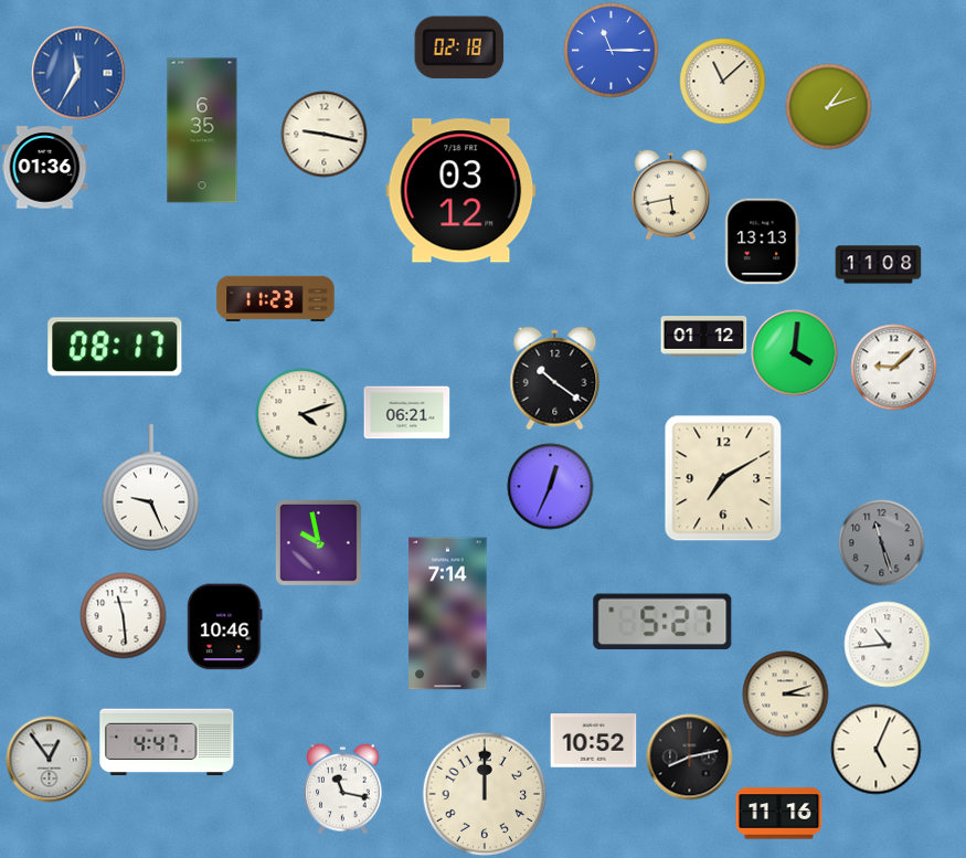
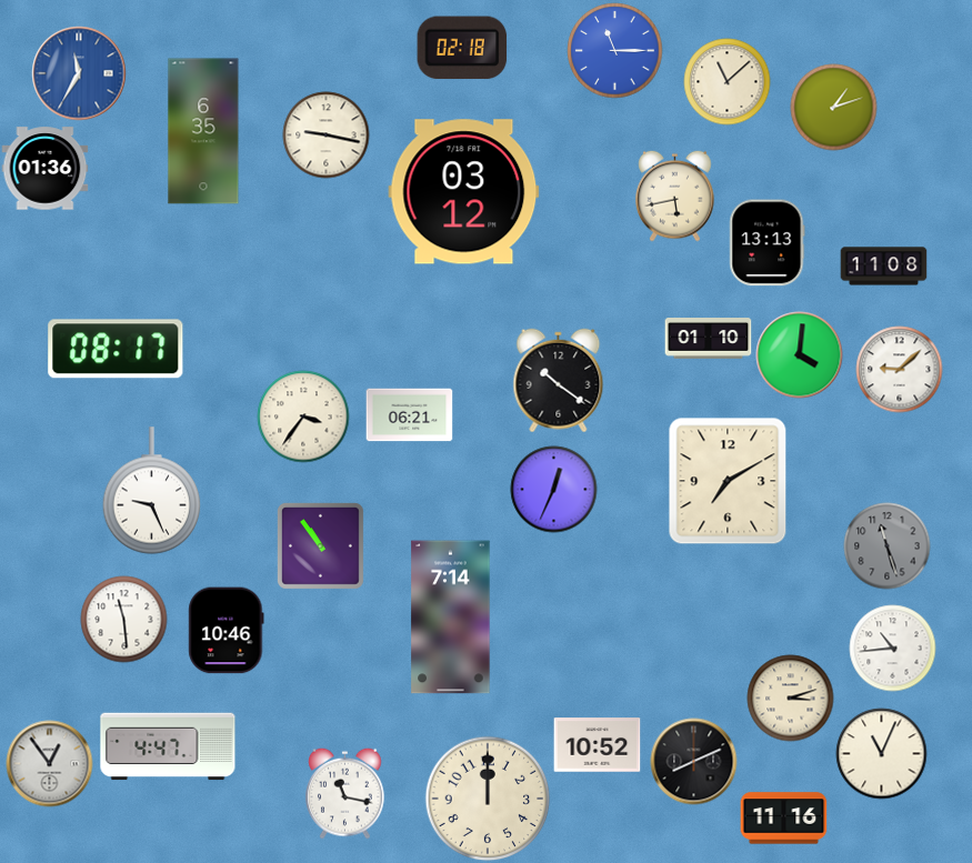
clock at (276, 299): 11:23 -> none
clock at (703, 337): 01:12 -> 01:10
clock at (301, 414): 4:12 -> 3:36
clock at (318, 542): 9:58 -> 10:54
clock at (662, 622): 5:27 -> none
clock at (875, 749): 5:04 -> 11:04
clock at (689, 756): 8:13 -> 8:11
